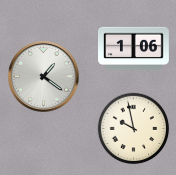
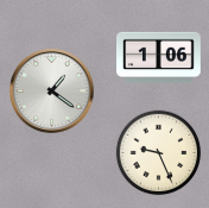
clock at (134, 129): 9:58 -> 9:26
